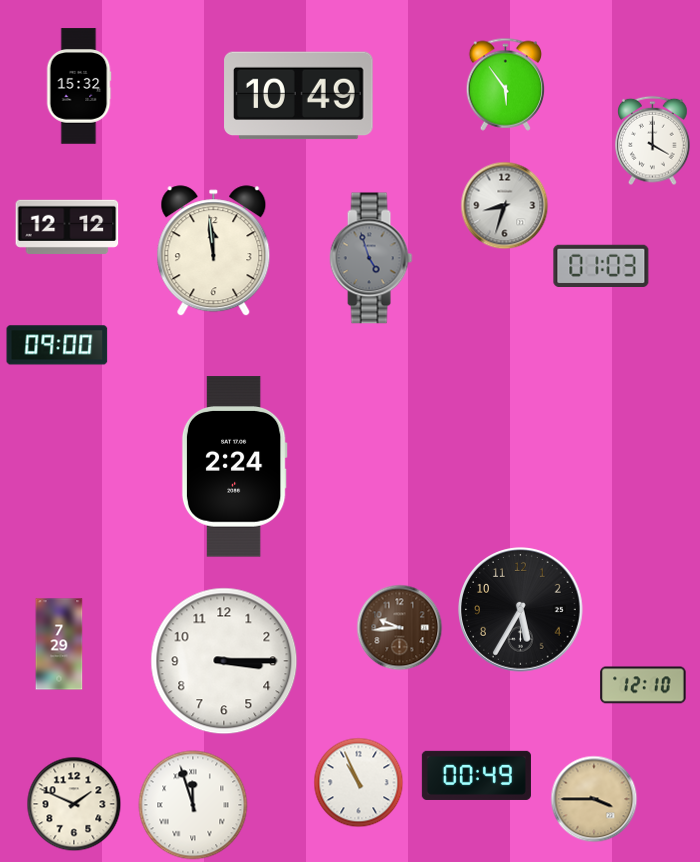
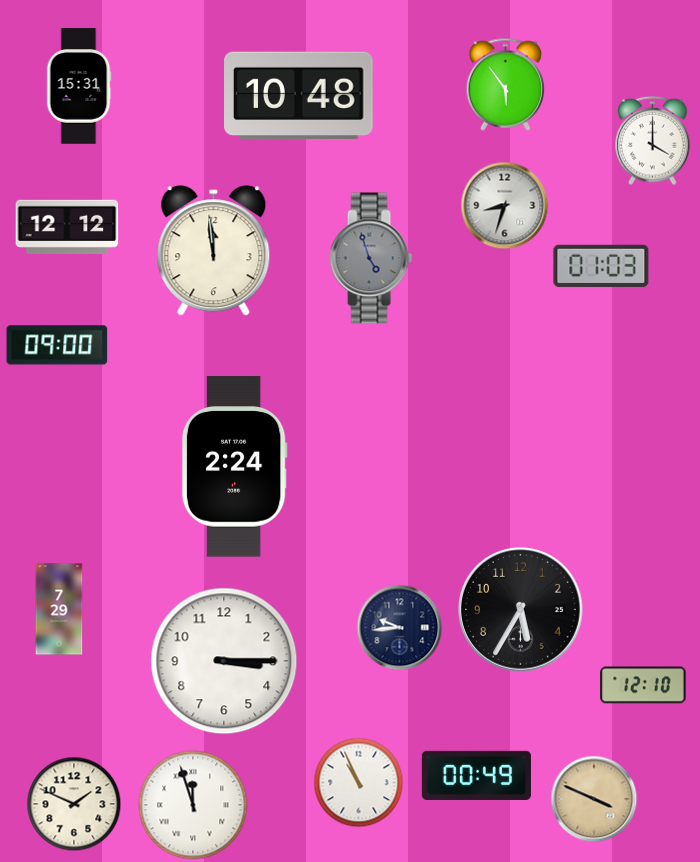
clock at (79, 86): 15:32 -> 15:31
clock at (299, 96): 10:49 -> 10:48
clock at (400, 628) dial: brown -> navy
clock at (59, 644) position: (59, 644) -> (59, 609)
clock at (594, 799): 3:45 -> 3:49
